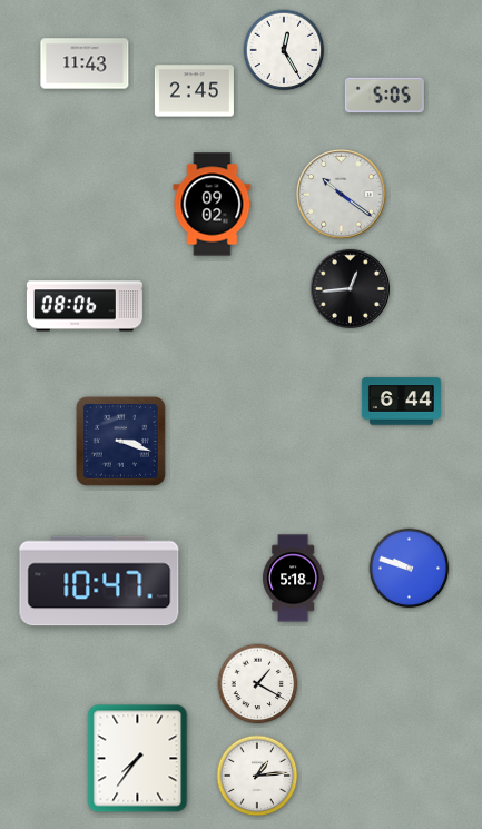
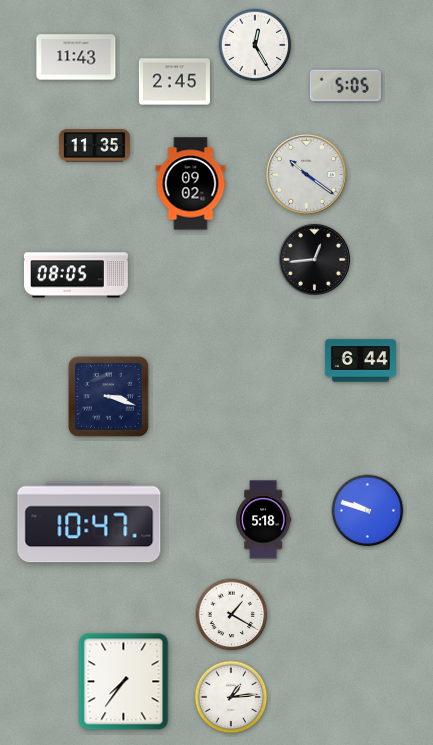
clock at (94, 146): none -> 11:35
clock at (85, 306): 08:06 -> 08:05
